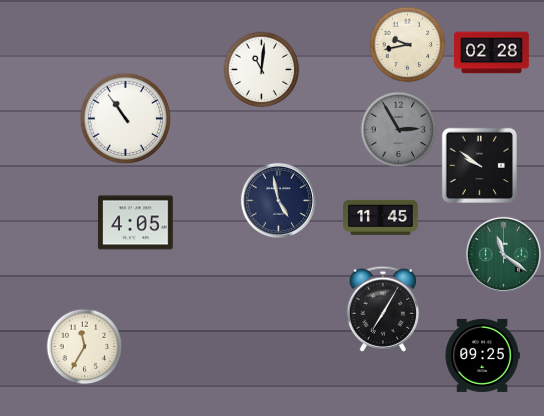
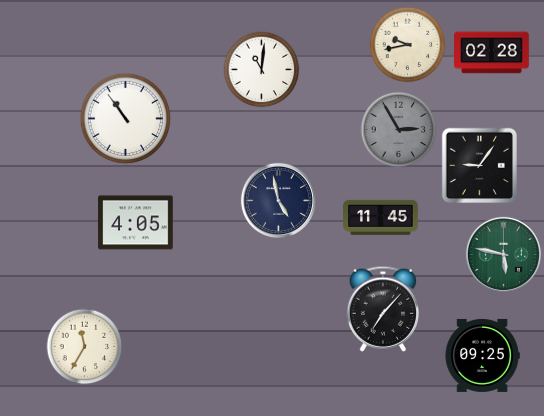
clock at (479, 165): 9:51 -> 9:06
clock at (503, 254): 11:21 -> 5:47
clock at (382, 309): 7:05 -> 7:07
